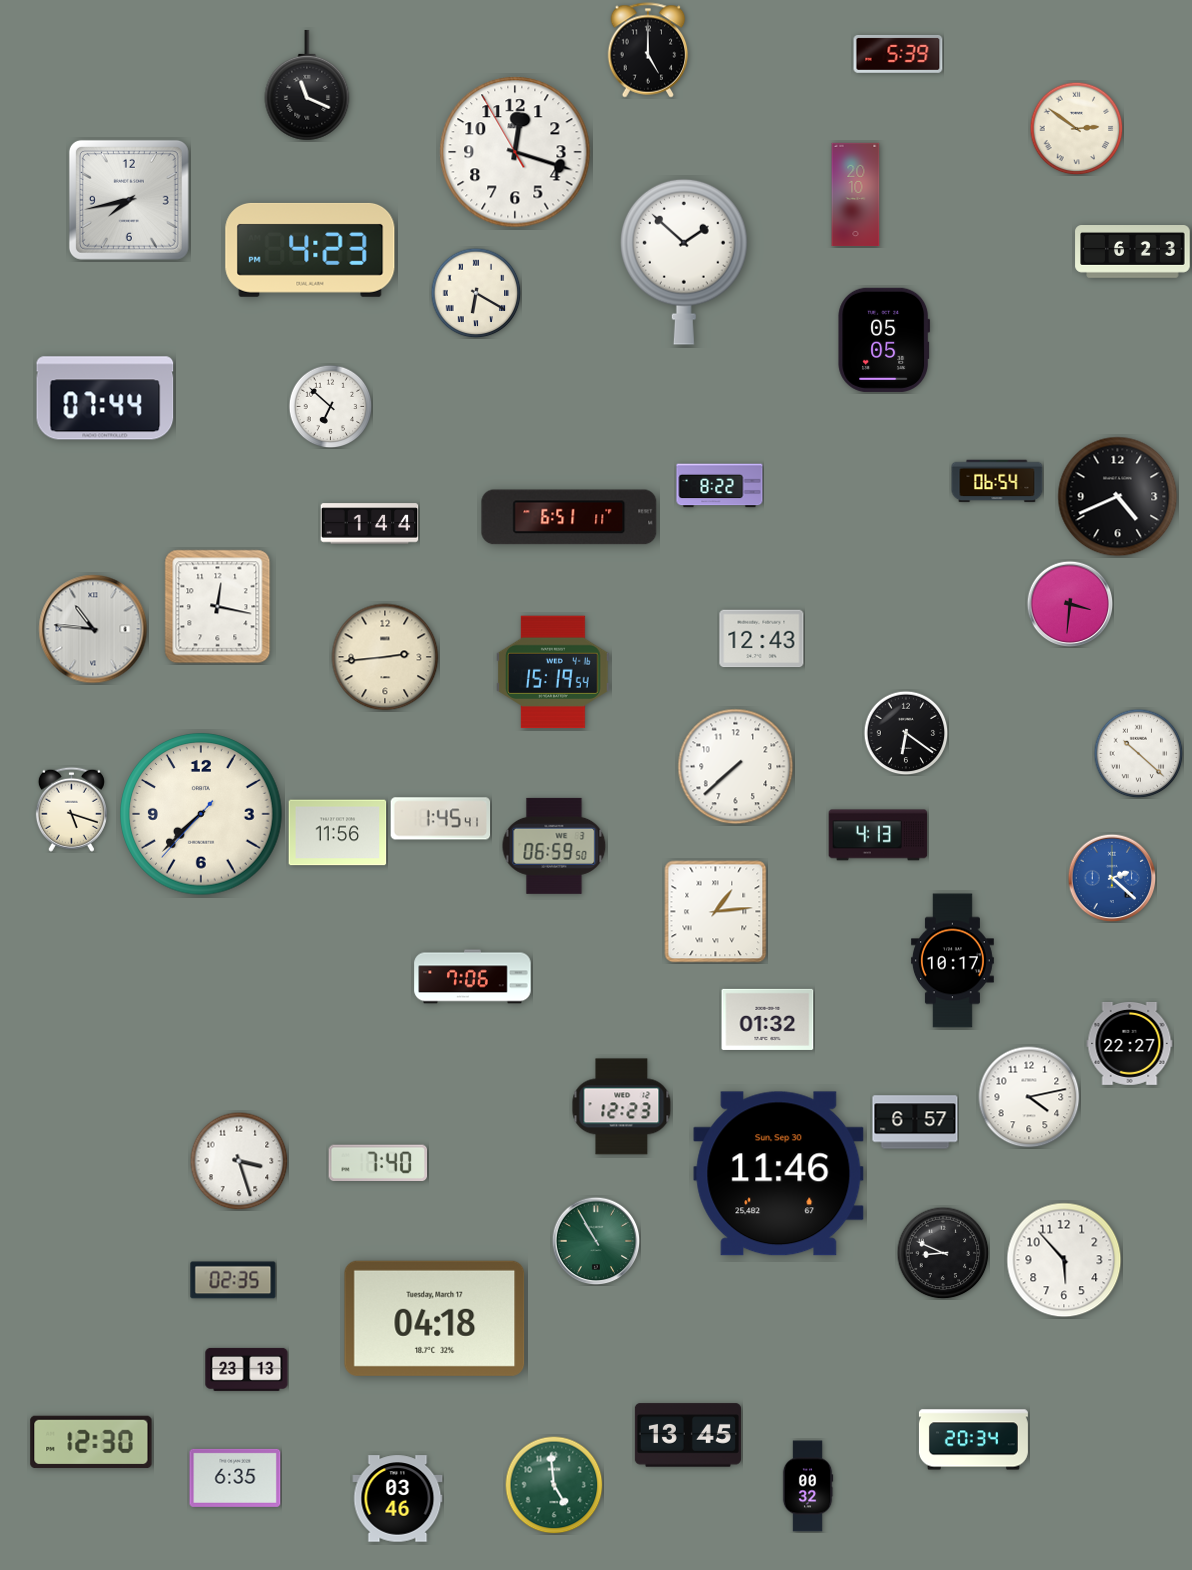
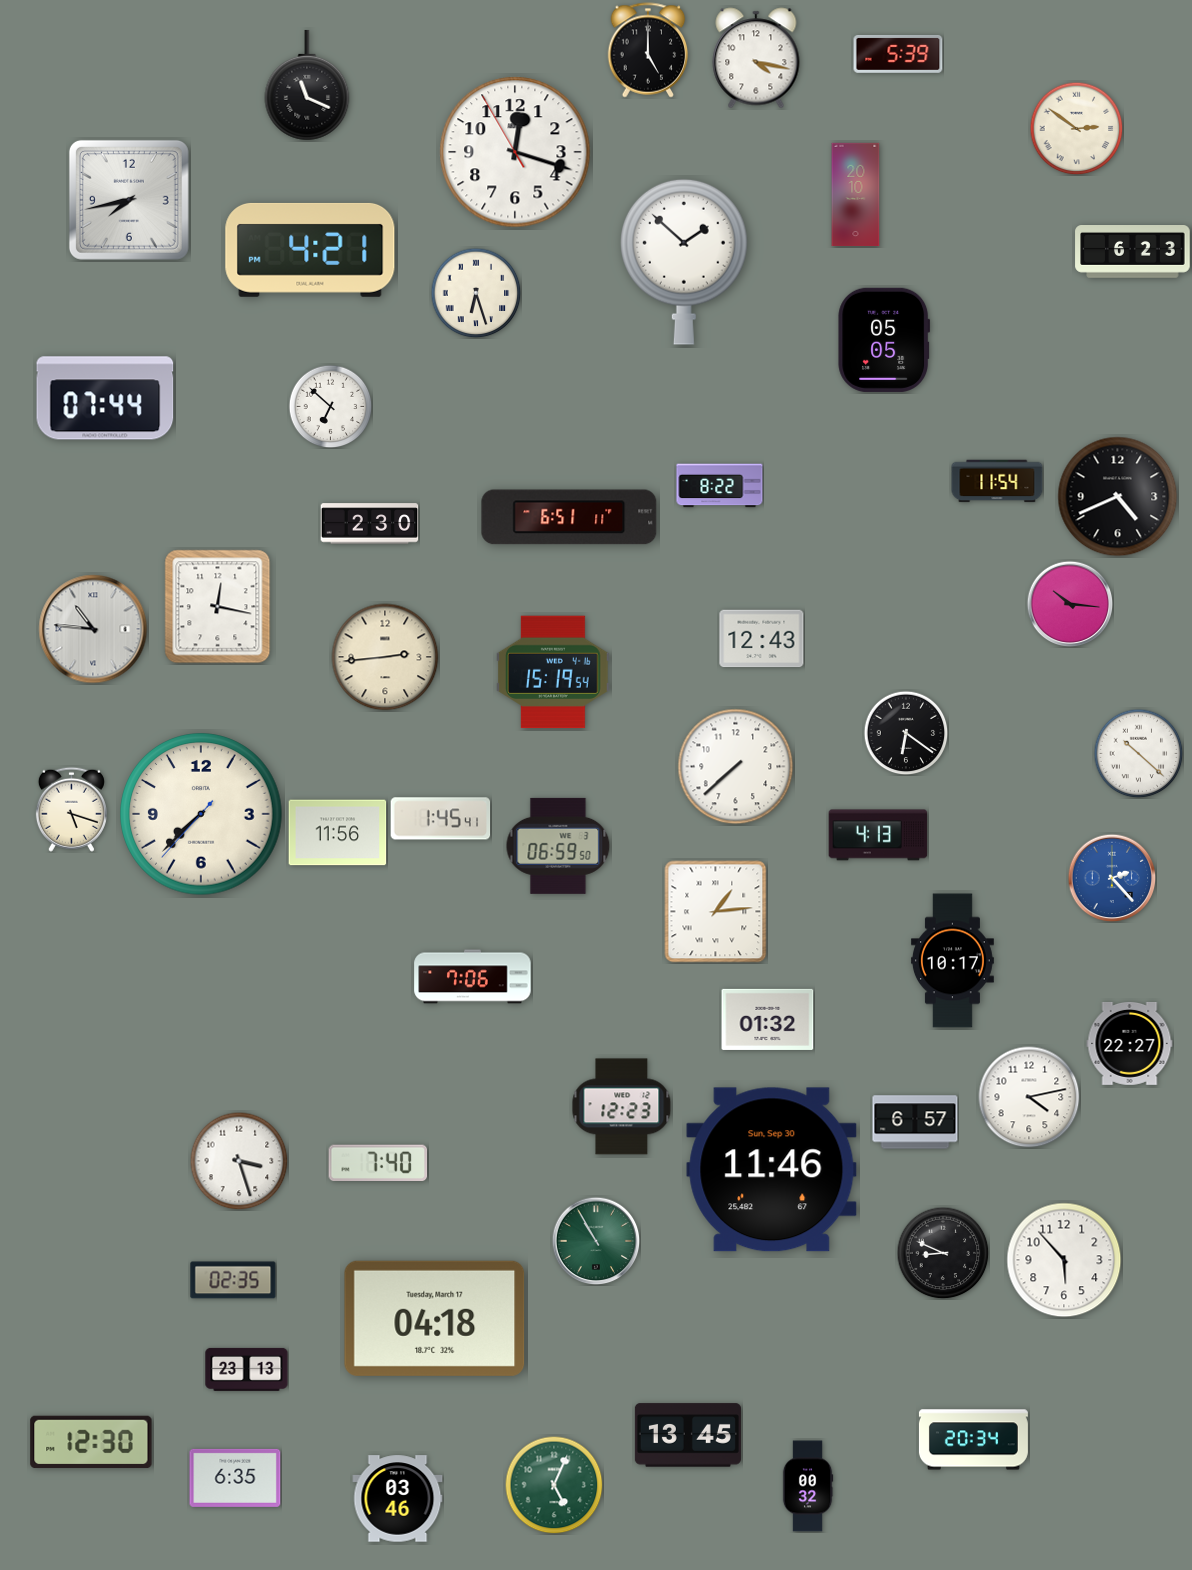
clock at (756, 58): none -> 4:17
clock at (310, 250): 4:23 -> 4:21
clock at (476, 293): 6:20 -> 6:27
clock at (997, 481): 06:54 -> 11:54
clock at (370, 524): 1:44 -> 2:30
clock at (1070, 604): 3:31 -> 10:16
clock at (554, 846) position: (554, 846) -> (558, 846)
clock at (1112, 878): 2:22 -> 2:23
clock at (779, 1174) position: (779, 1174) -> (772, 1170)
clock at (554, 1485): 4:59 -> 5:04
